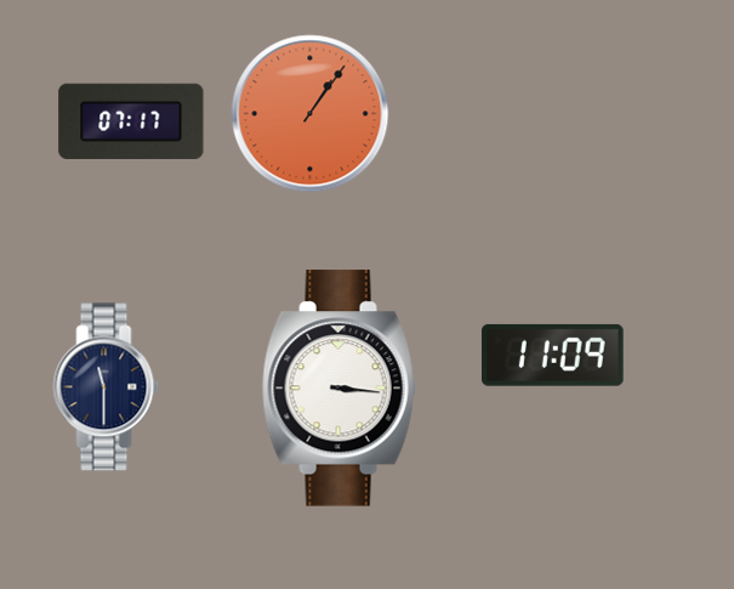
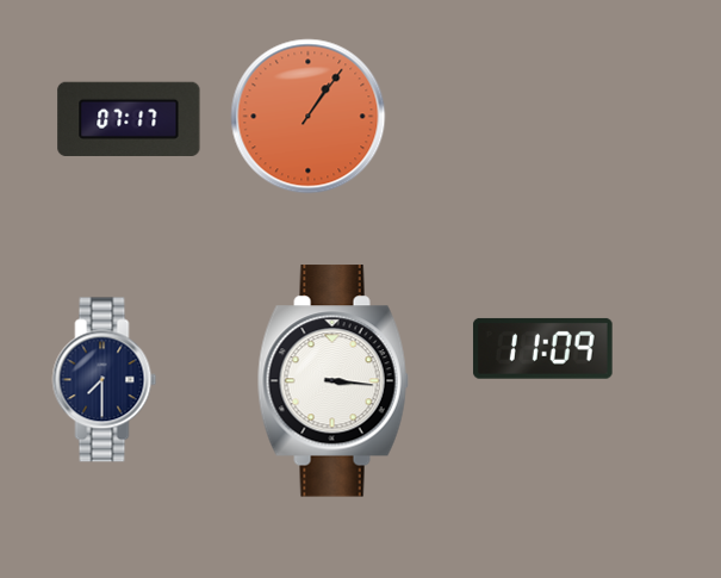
clock at (311, 114) position: (311, 114) -> (309, 117)
clock at (107, 387): 11:30 -> 7:30
